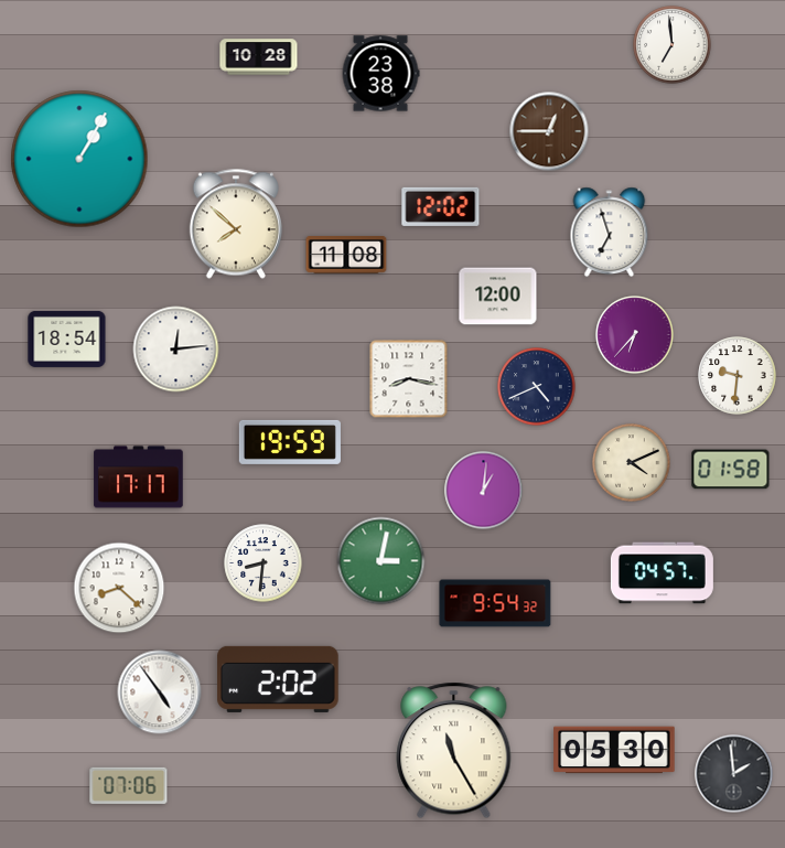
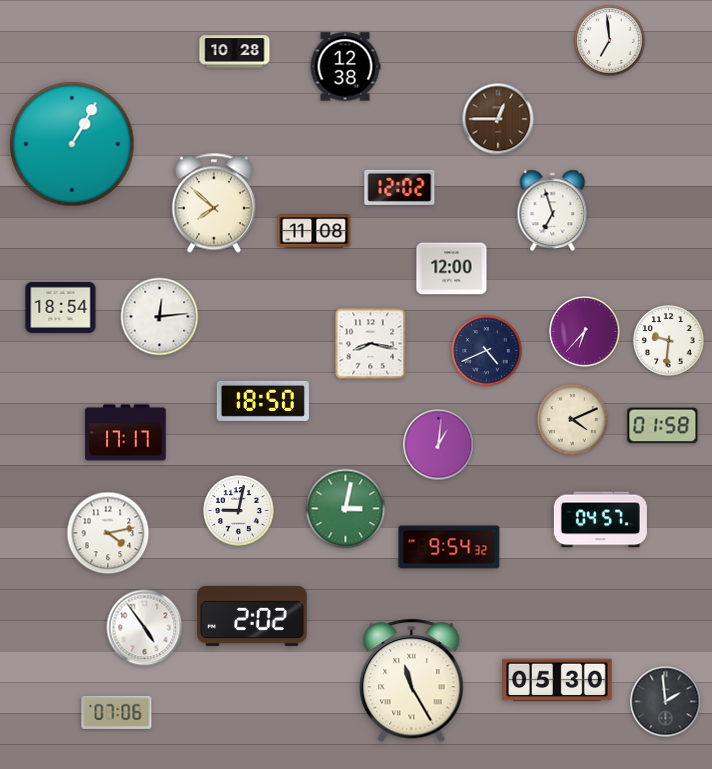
clock at (380, 74): 23:38 -> 12:38
clock at (635, 335) position: (635, 335) -> (585, 332)
clock at (290, 442): 19:59 -> 18:50
clock at (264, 563): 8:31 -> 9:02
clock at (119, 588): 8:22 -> 4:13
